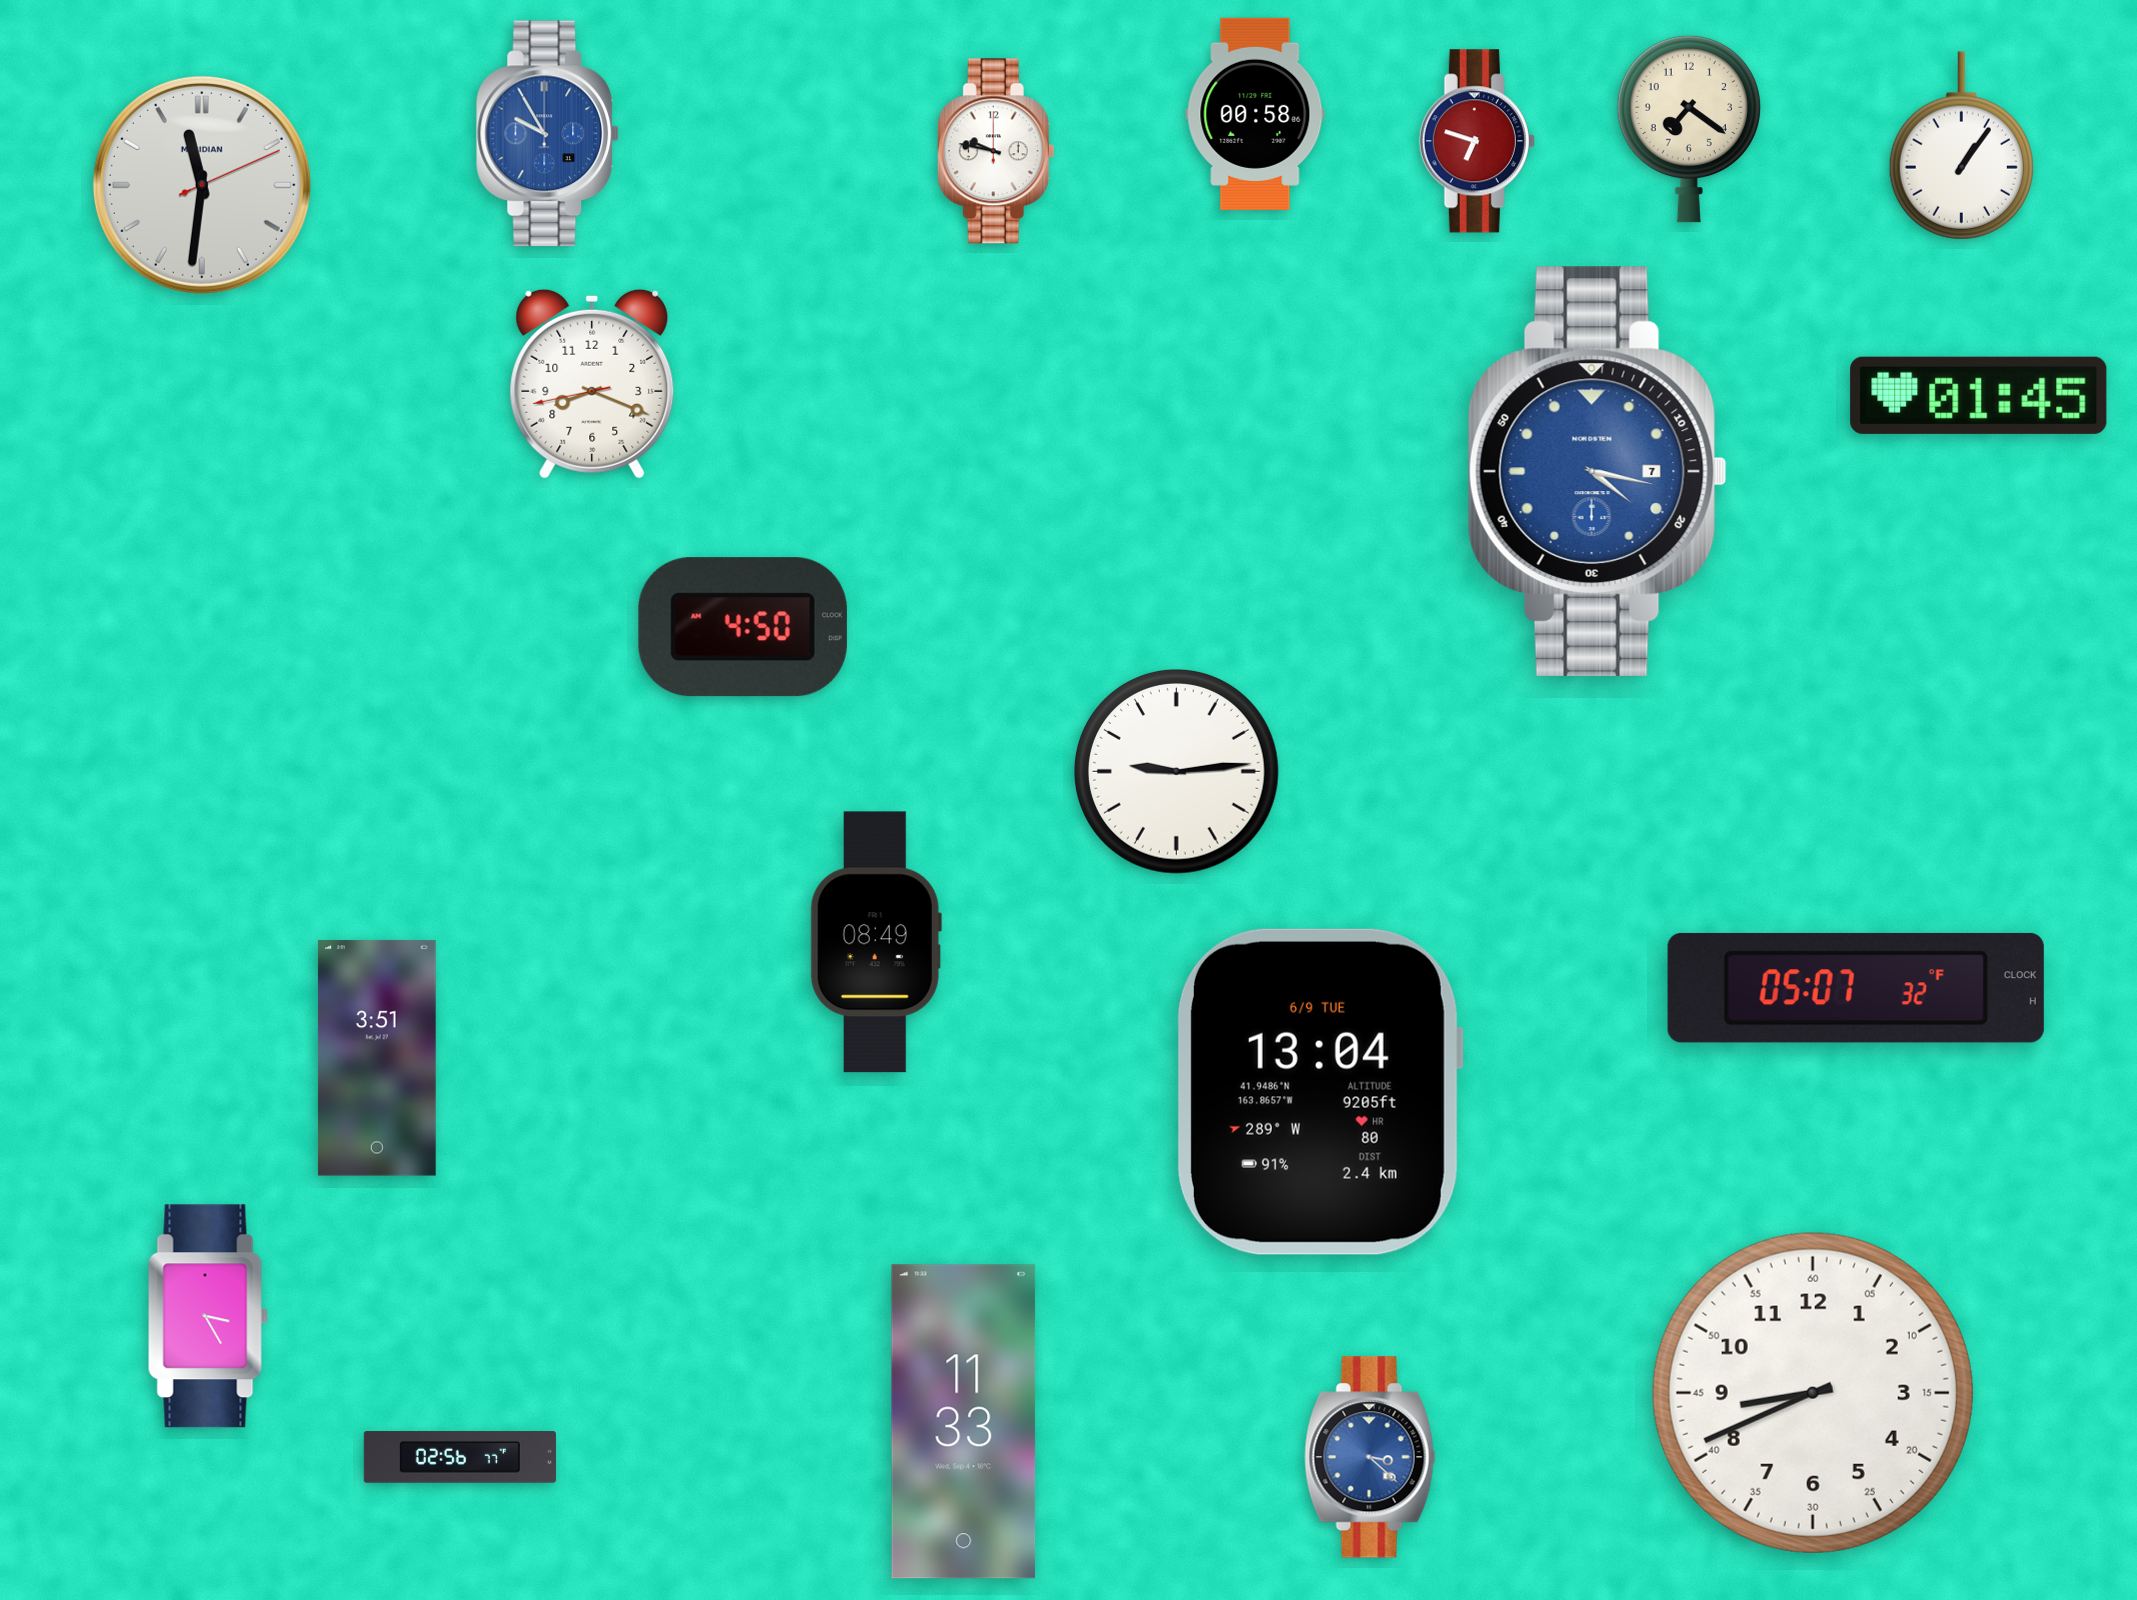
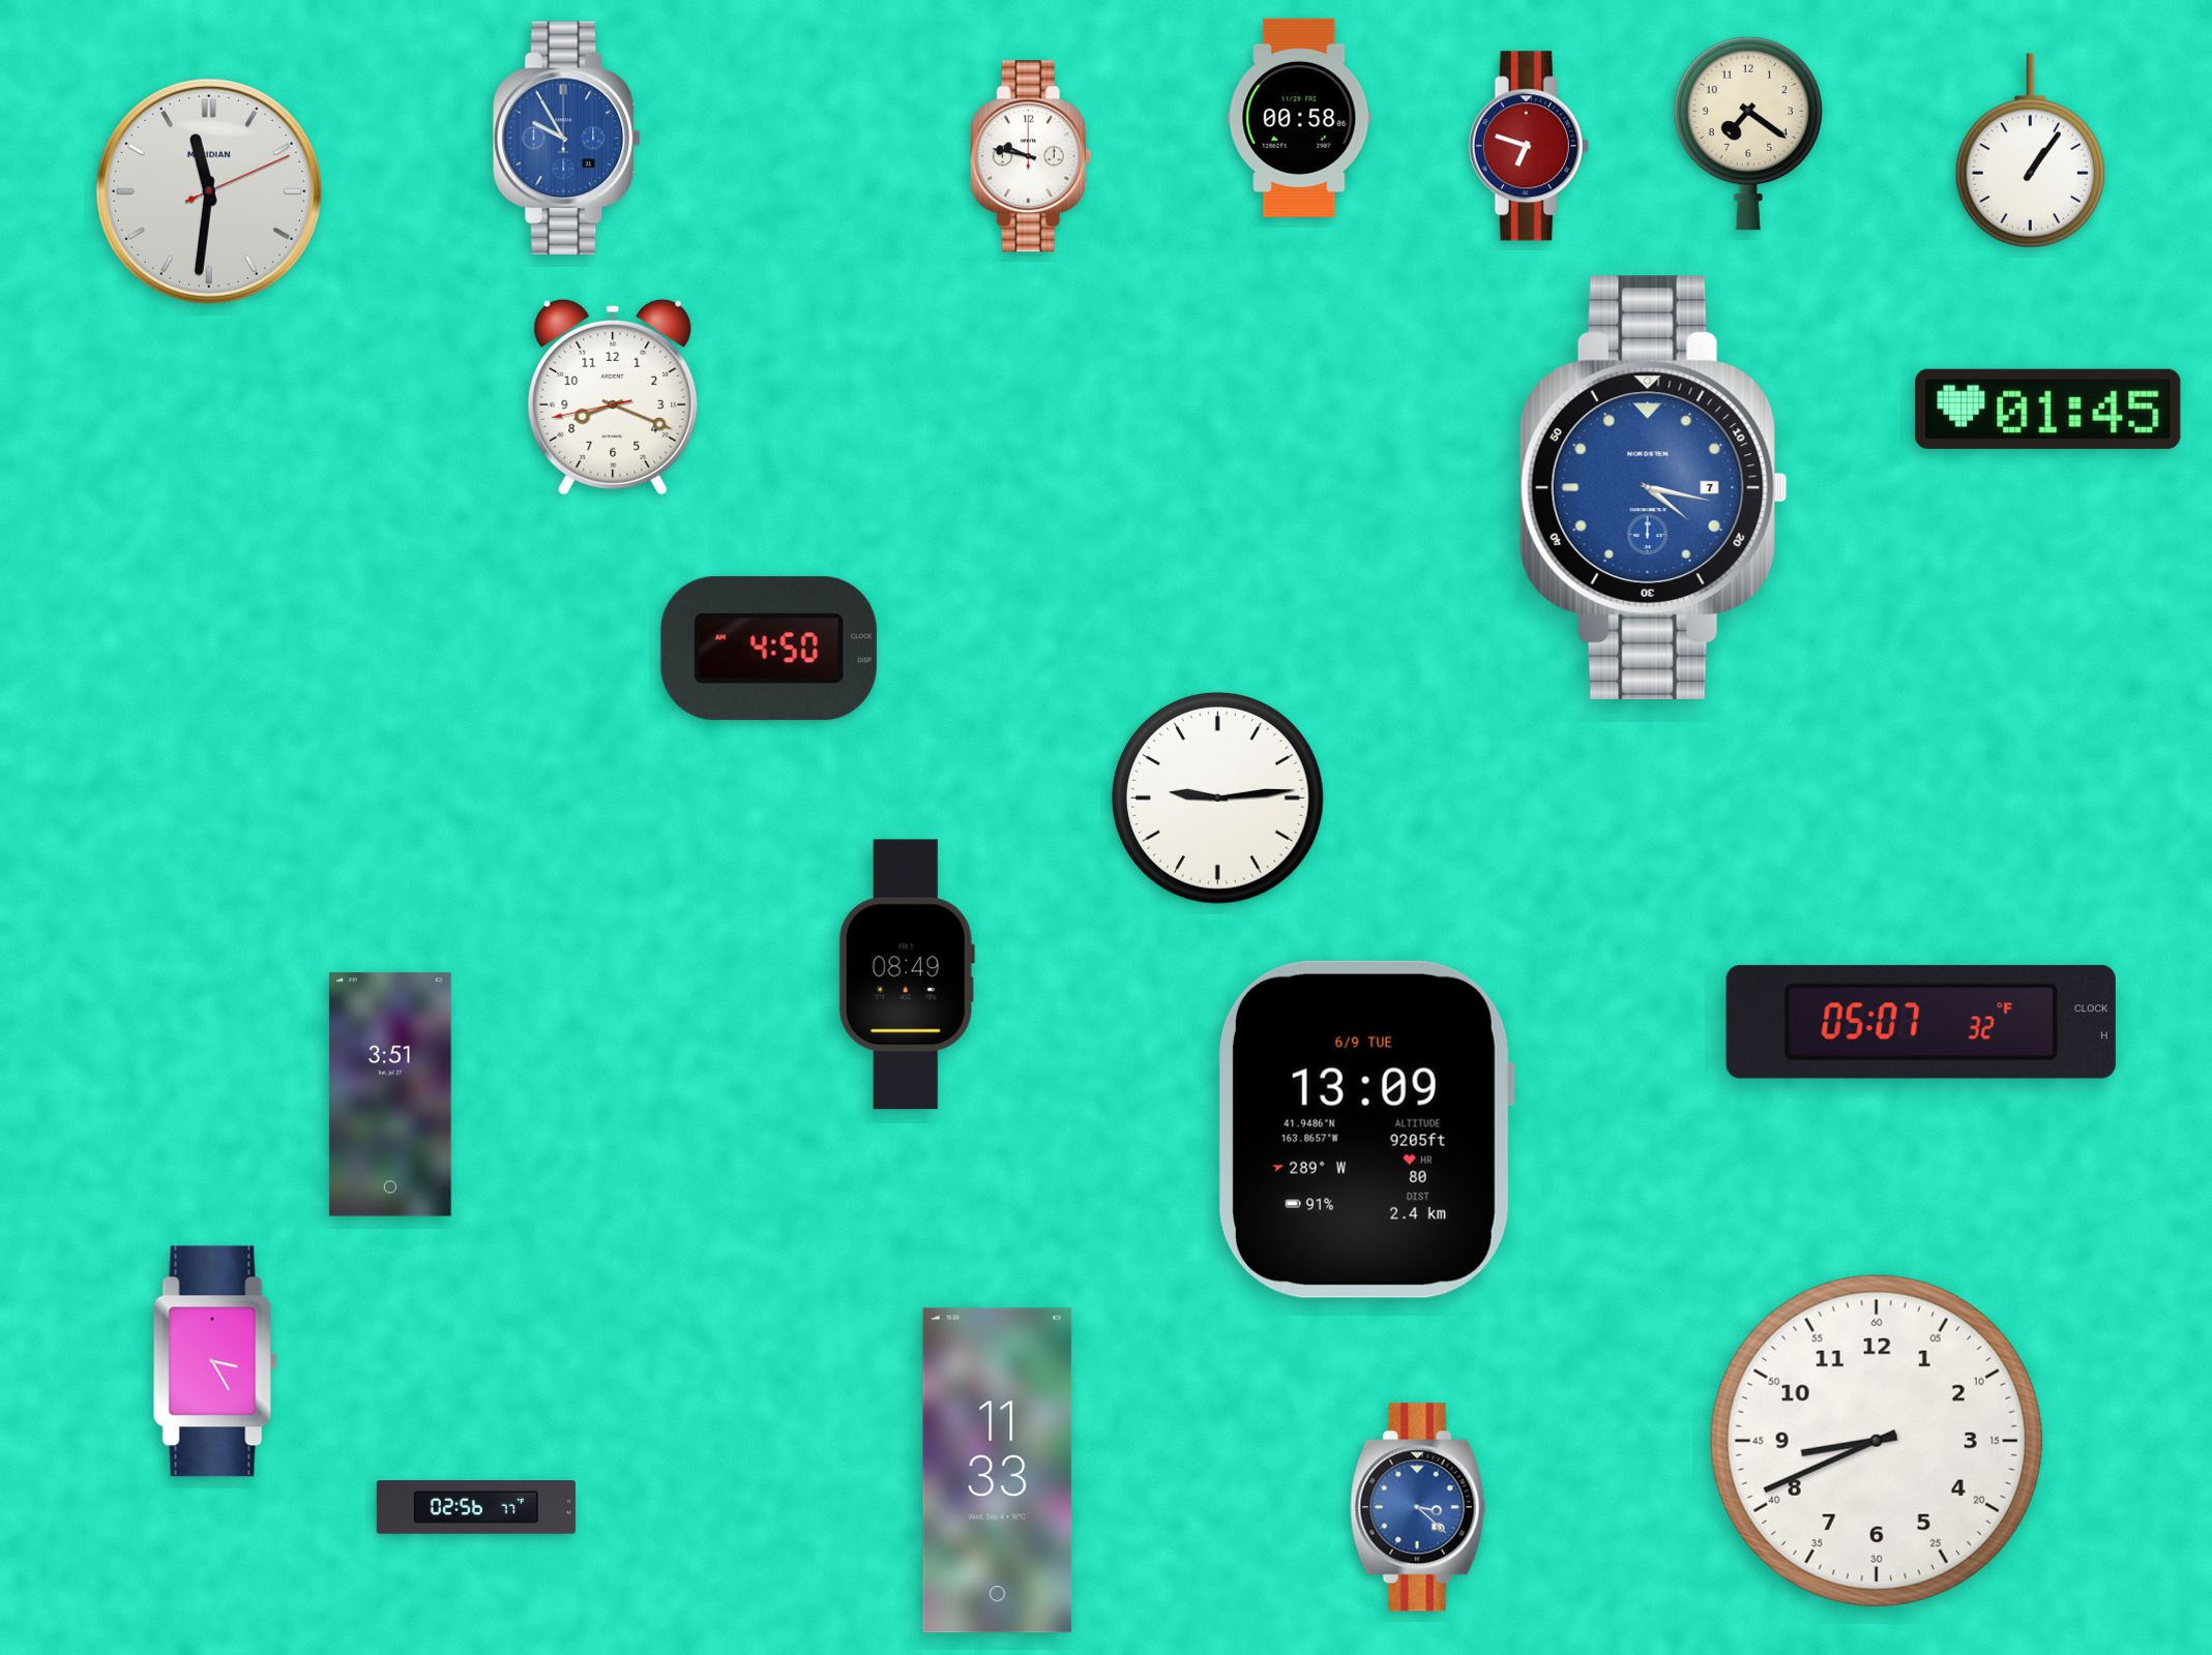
clock at (1319, 1092): 13:04 -> 13:09
